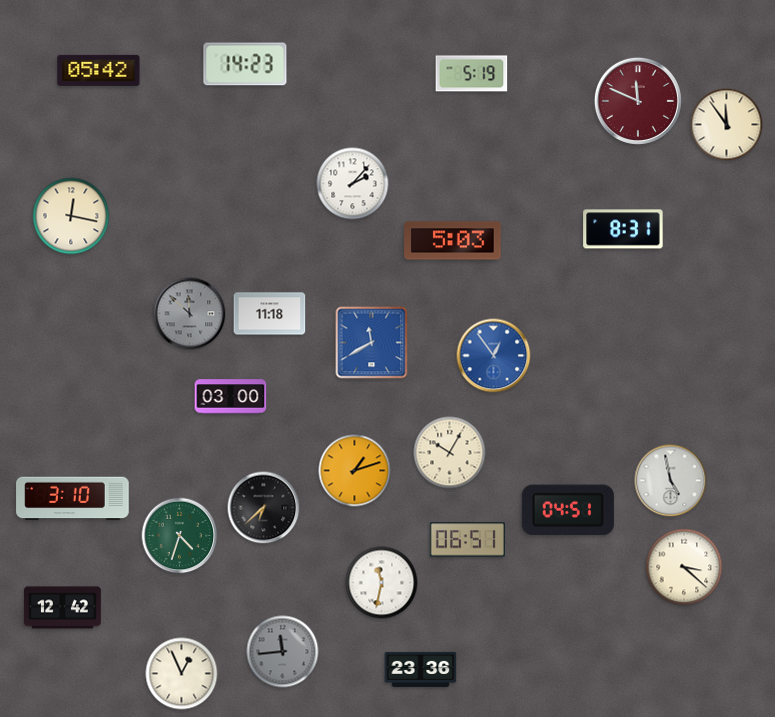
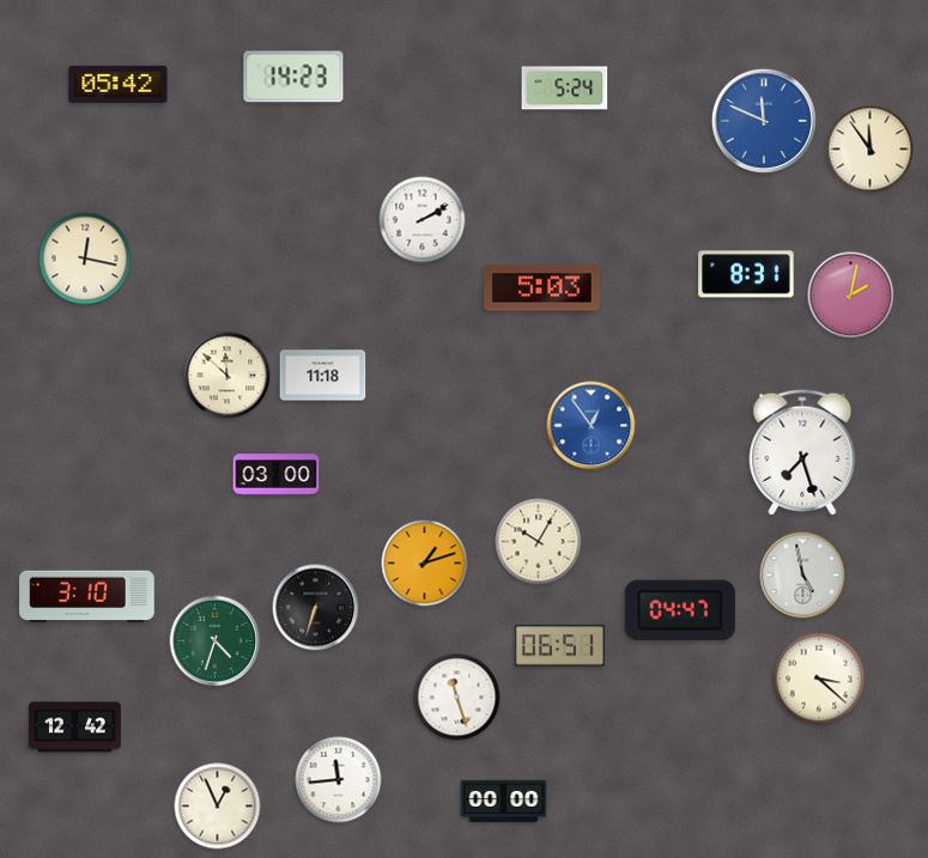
clock at (472, 74): 5:19 -> 5:24
clock at (638, 101) dial: burgundy -> blue
clock at (353, 184): 2:07 -> 2:10
clock at (851, 296): none -> 2:02
clock at (190, 314) dial: grey -> cream
clock at (372, 343): 11:40 -> none
clock at (802, 452): none -> 7:27
clock at (264, 508): 6:38 -> 6:33
clock at (568, 510): 04:51 -> 04:47
clock at (382, 583): 11:32 -> 11:27
clock at (283, 652) dial: grey -> white
clock at (421, 669): 23:36 -> 00:00
